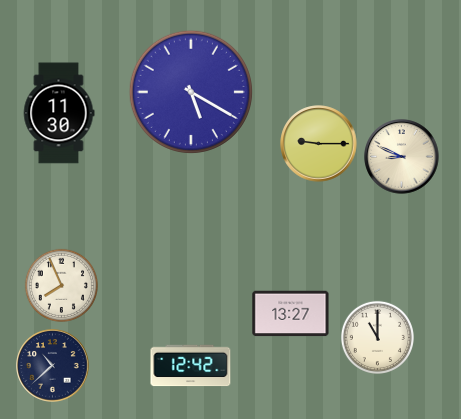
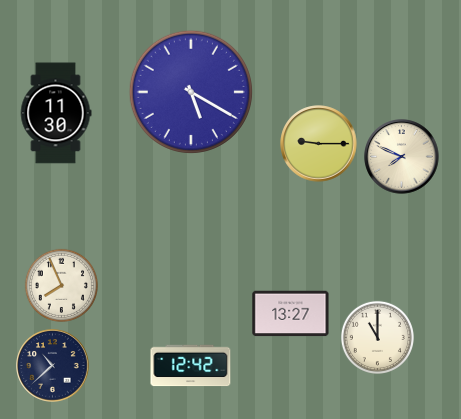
clock at (59, 113) position: (59, 113) -> (56, 113)
clock at (402, 157): 8:49 -> 7:49
